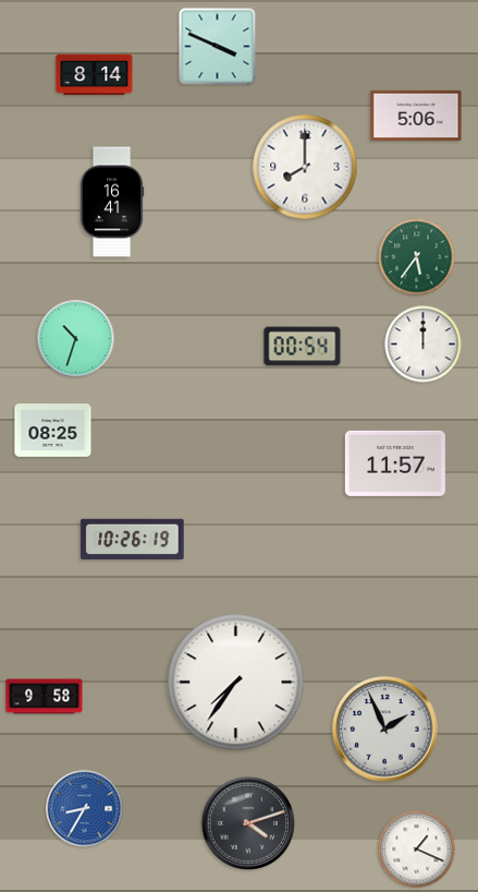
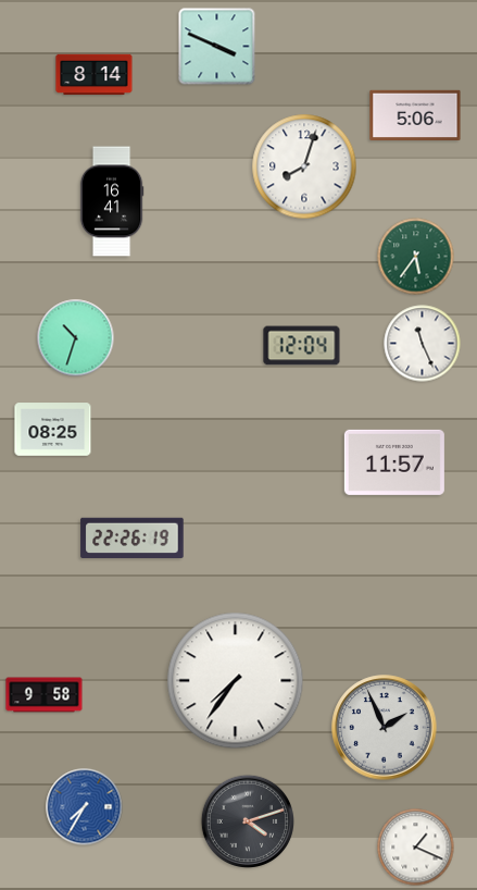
clock at (305, 167): 8:00 -> 8:03
clock at (424, 345): 12:00 -> 11:26
clock at (303, 347): 00:54 -> 12:04
clock at (133, 539): 10:26 -> 22:26
clock at (85, 809): 8:35 -> 7:35
